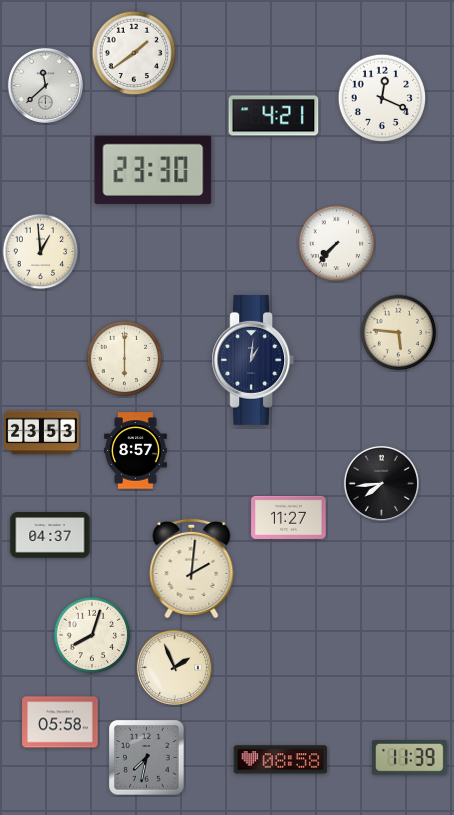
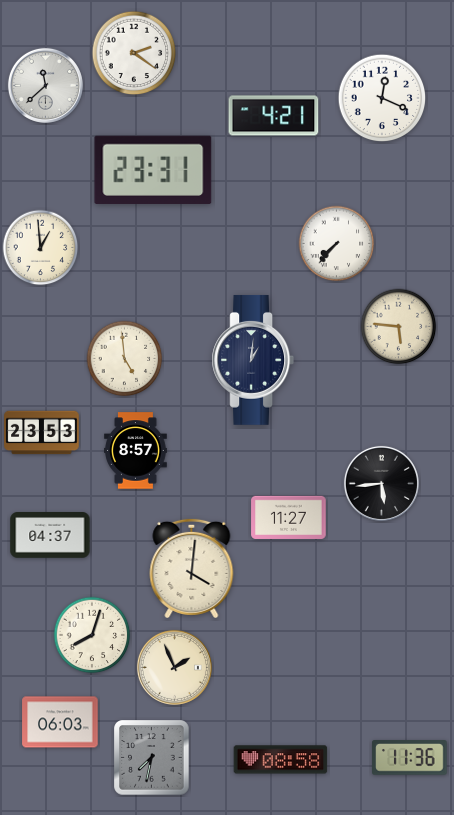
clock at (134, 53): 1:39 -> 2:21
clock at (153, 170): 23:30 -> 23:31
clock at (41, 252) position: (41, 252) -> (41, 248)
clock at (399, 333) position: (399, 333) -> (399, 327)
clock at (125, 359): 6:00 -> 4:59
clock at (381, 483): 7:44 -> 5:44
clock at (192, 568): 2:01 -> 4:01
clock at (60, 722): 05:58 -> 06:03
clock at (147, 758) position: (147, 758) -> (152, 758)
clock at (410, 758): 11:39 -> 11:36
